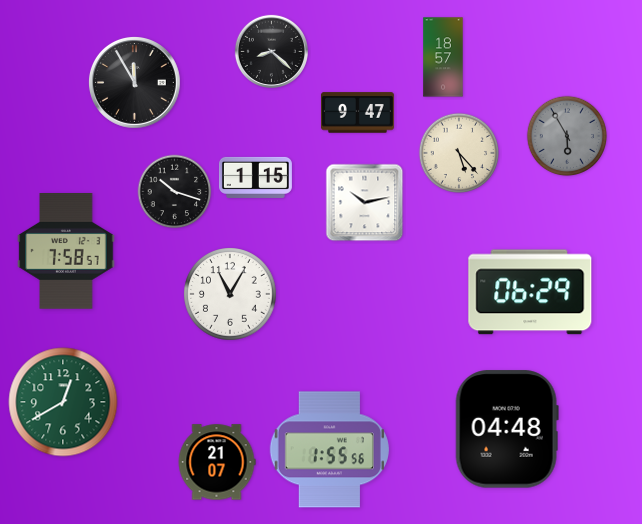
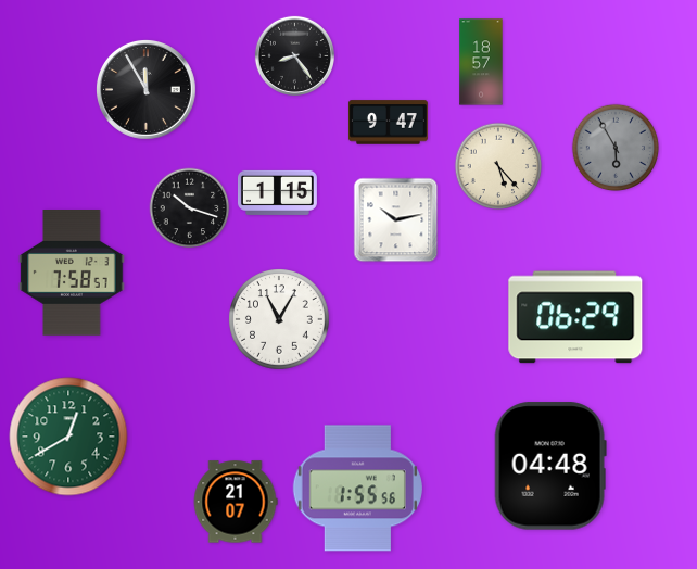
clock at (271, 51): 8:22 -> 8:24
clock at (231, 295) position: (231, 295) -> (280, 320)
